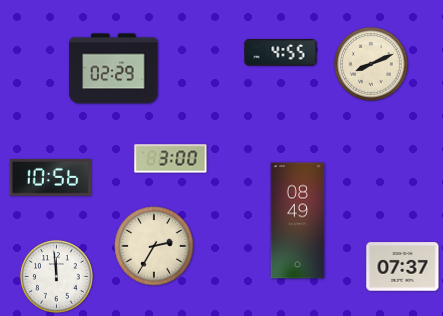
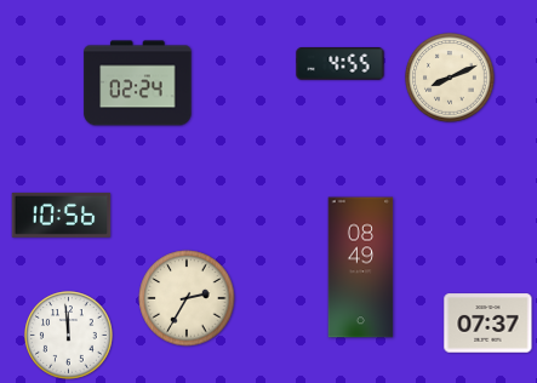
clock at (114, 69): 02:29 -> 02:24
clock at (171, 159): 3:00 -> none
